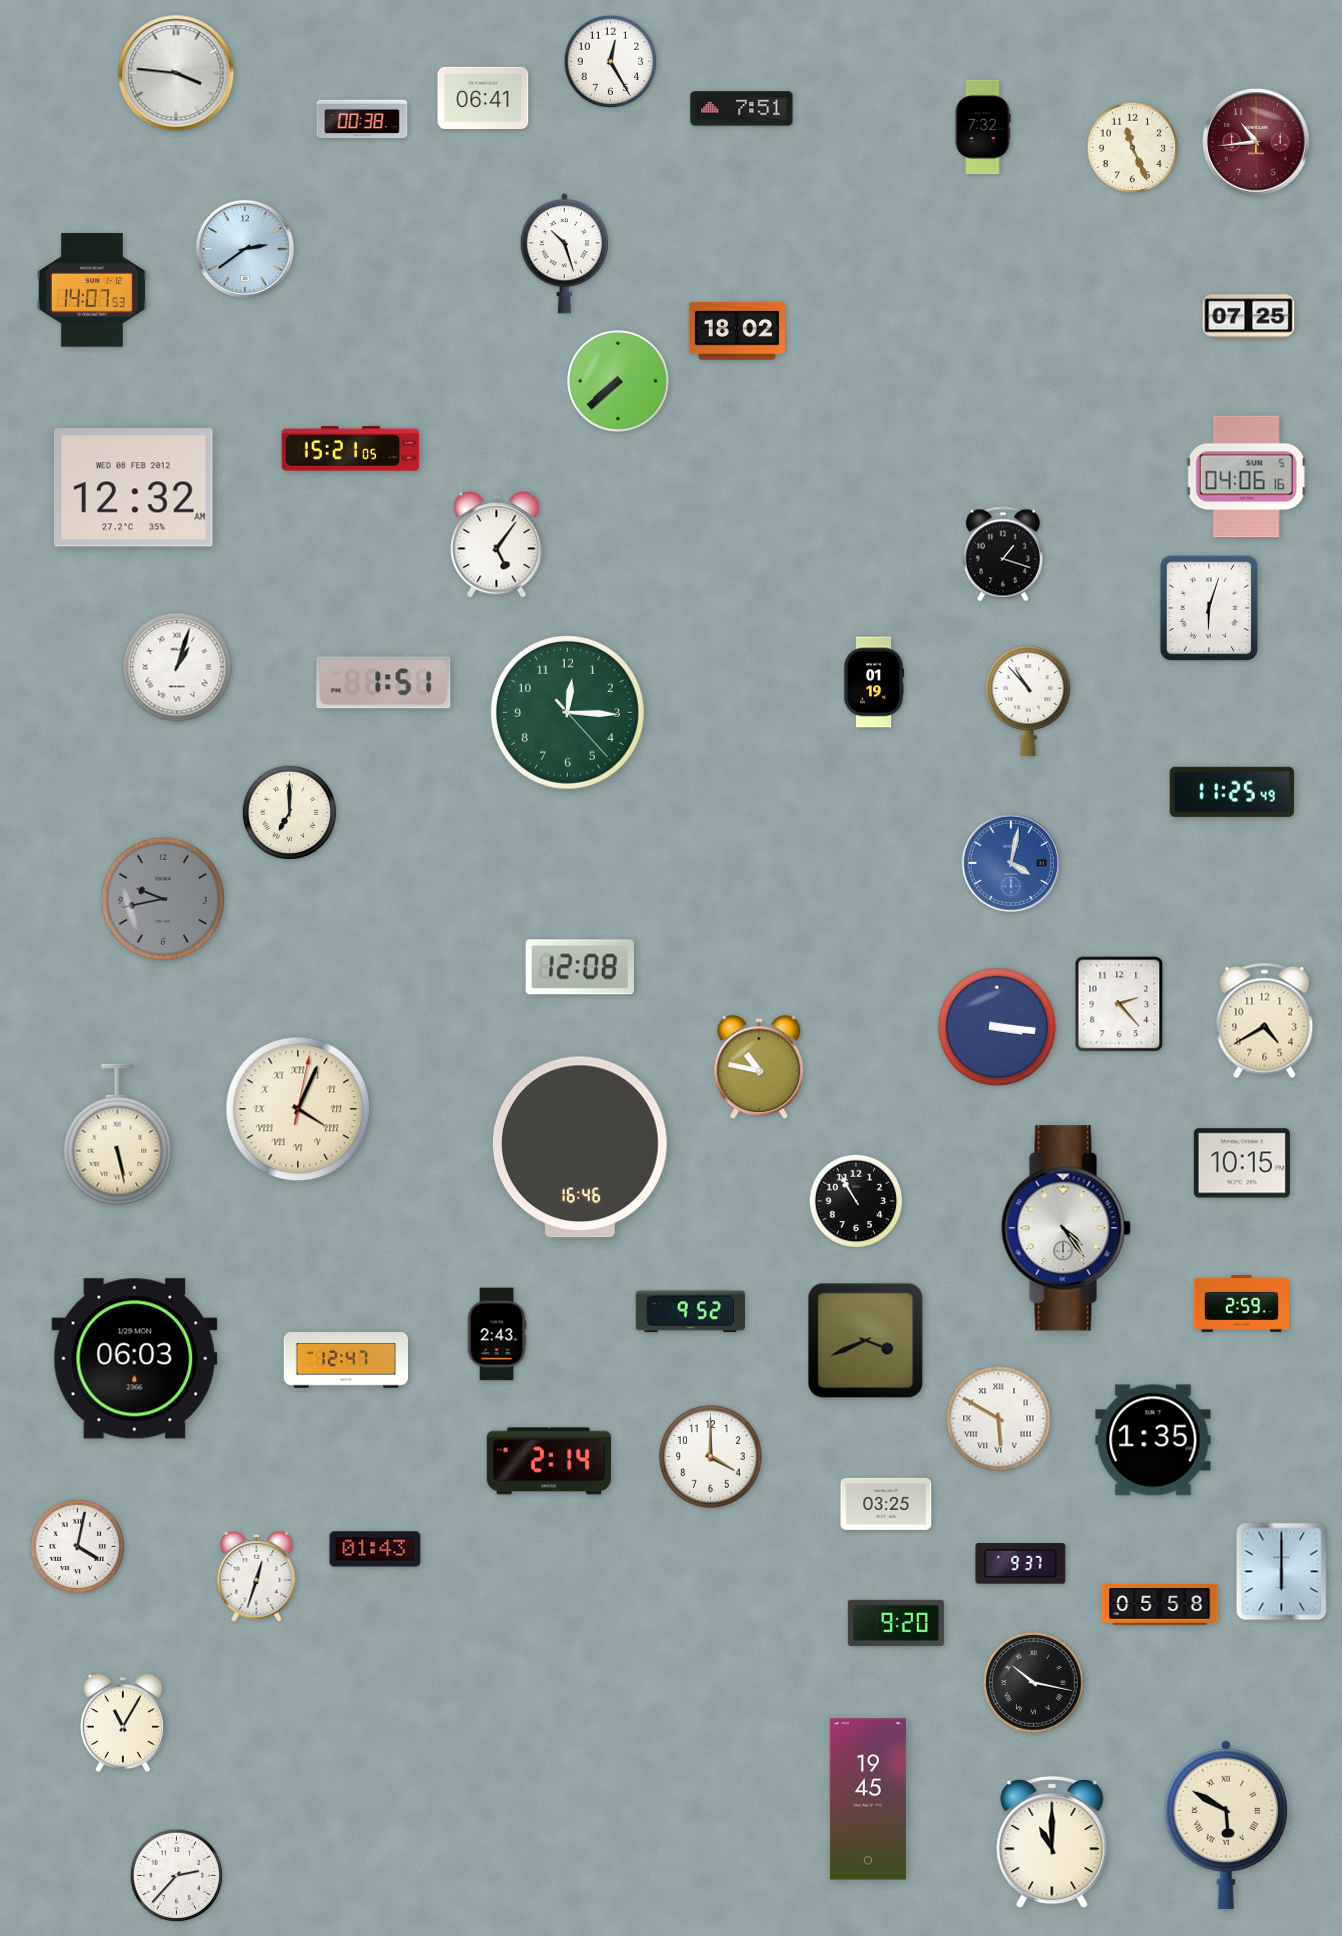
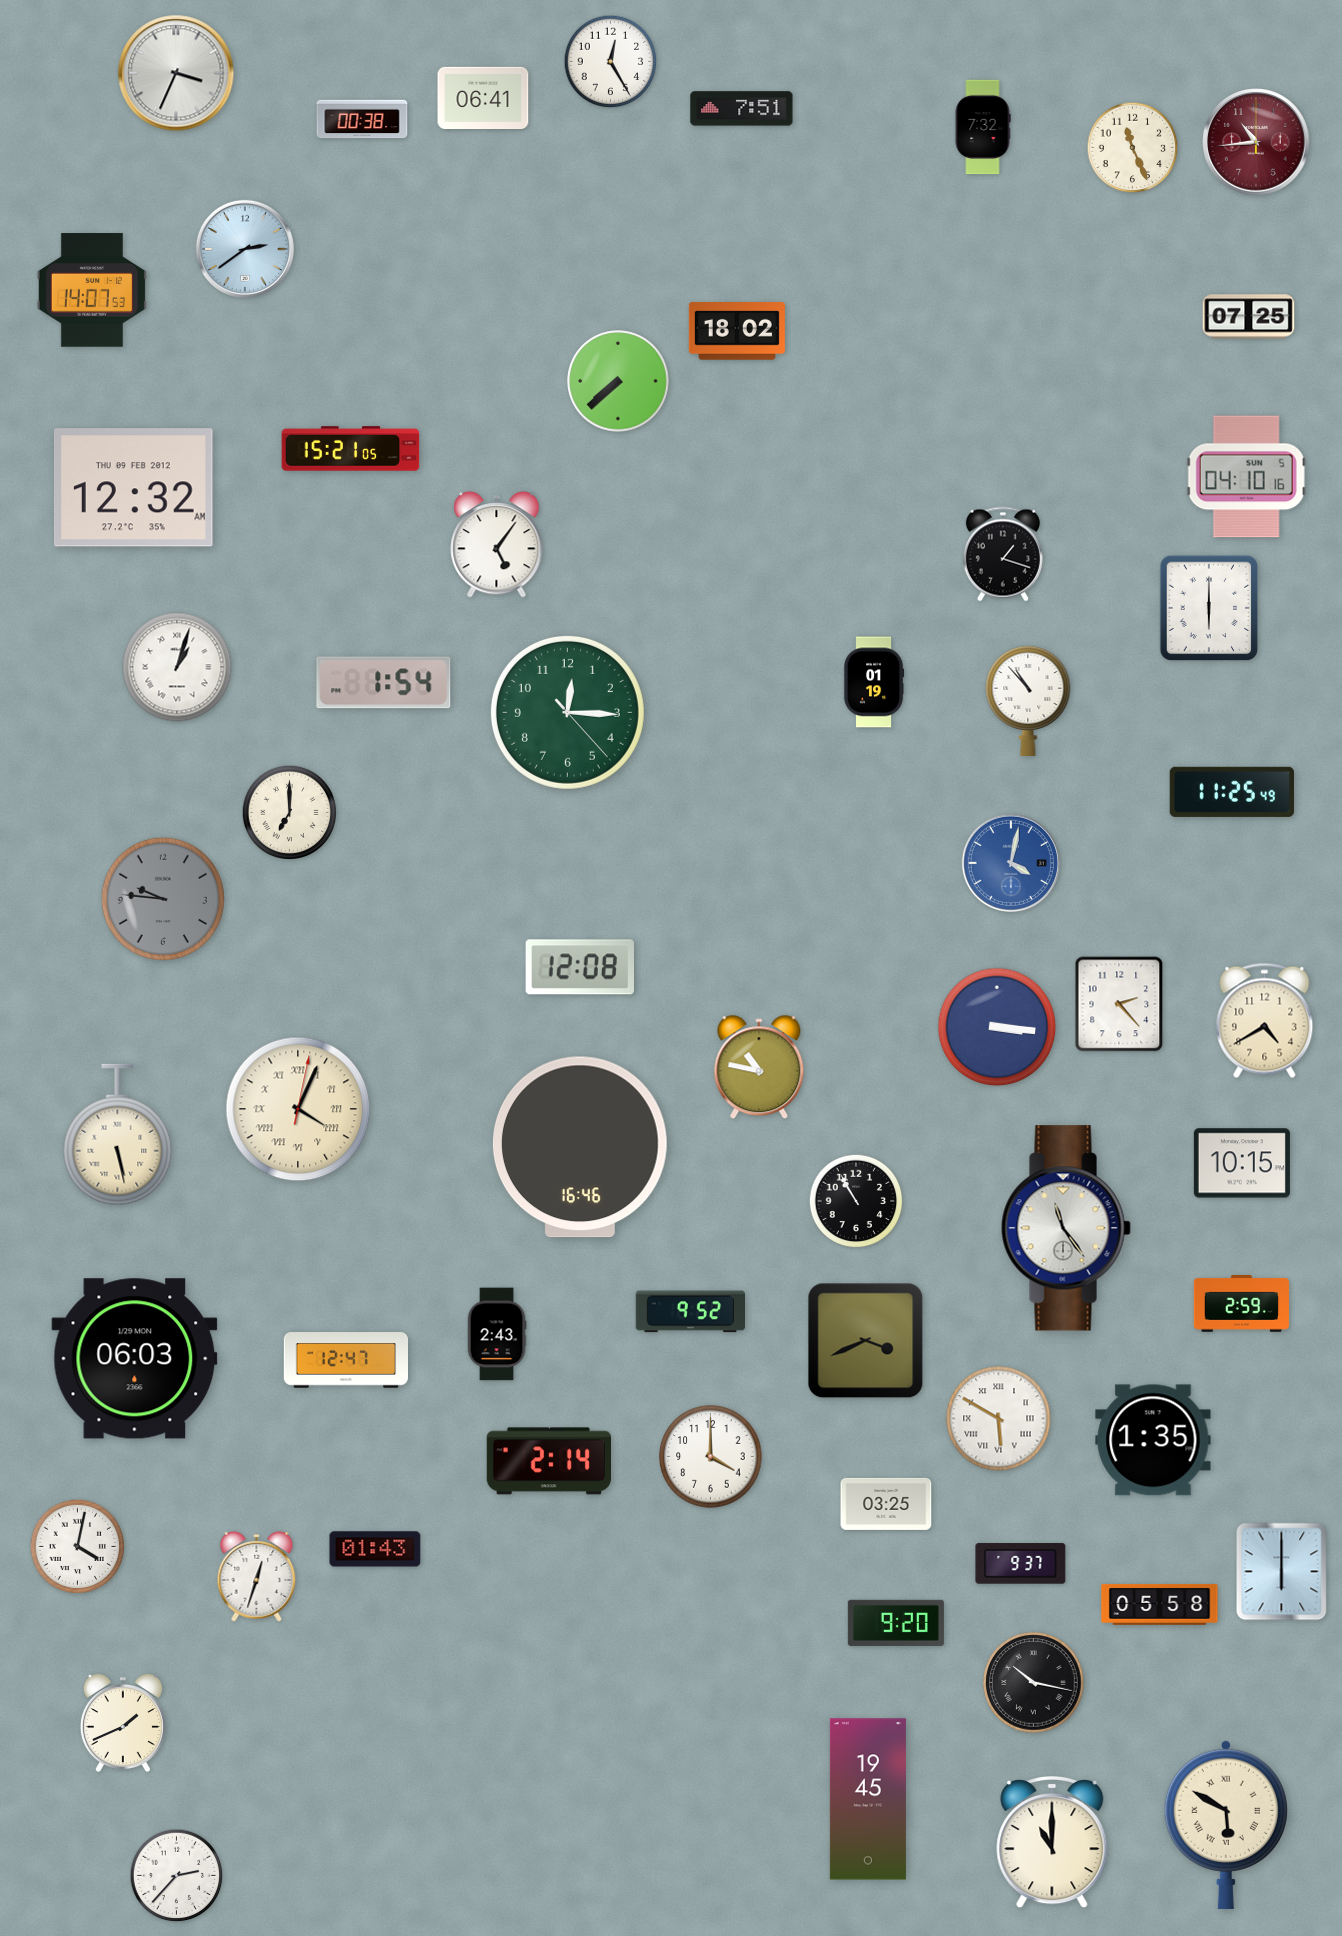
clock at (176, 73): 3:46 -> 3:34
clock at (564, 254): 10:27 -> none
clock at (1246, 477): 04:06 -> 04:10
clock at (134, 488) date: WED 08 FEB 2012 -> THU 09 FEB 2012
clock at (1209, 608): 6:03 -> 6:00
clock at (384, 683): 1:51 -> 1:54
clock at (163, 899): 9:43 -> 9:46
clock at (1066, 1228): 4:24 -> 11:24
clock at (123, 1723): 11:05 -> 1:41
